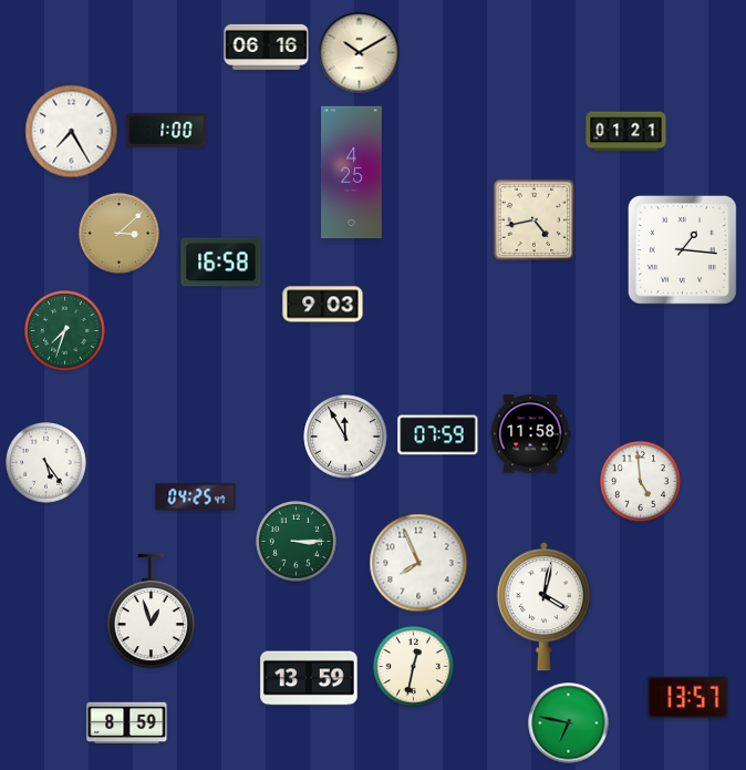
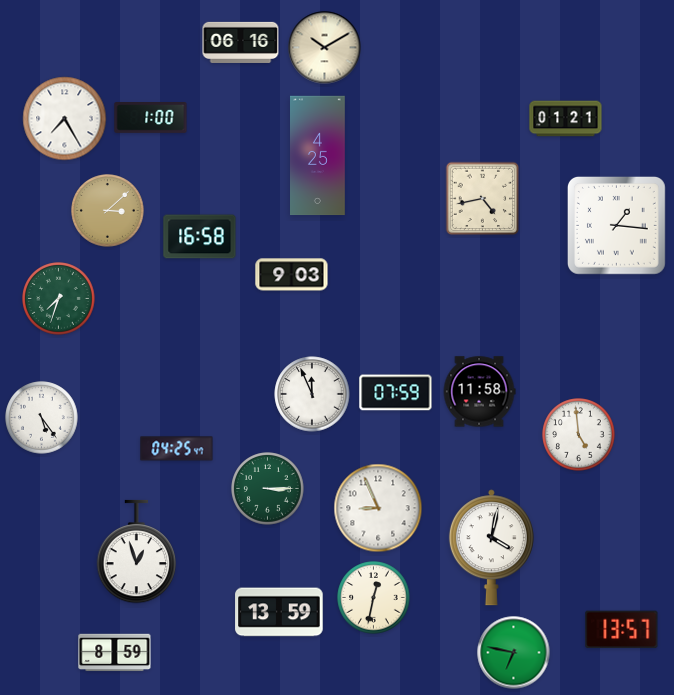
clock at (345, 437): 11:55 -> 11:56
clock at (418, 563): 7:56 -> 8:56
clock at (414, 667) position: (414, 667) -> (374, 598)
